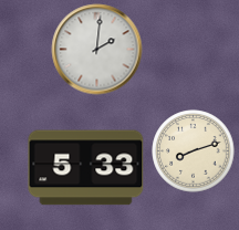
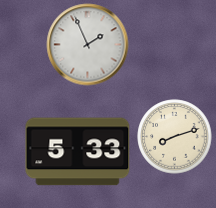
clock at (97, 50): 2:01 -> 1:56
